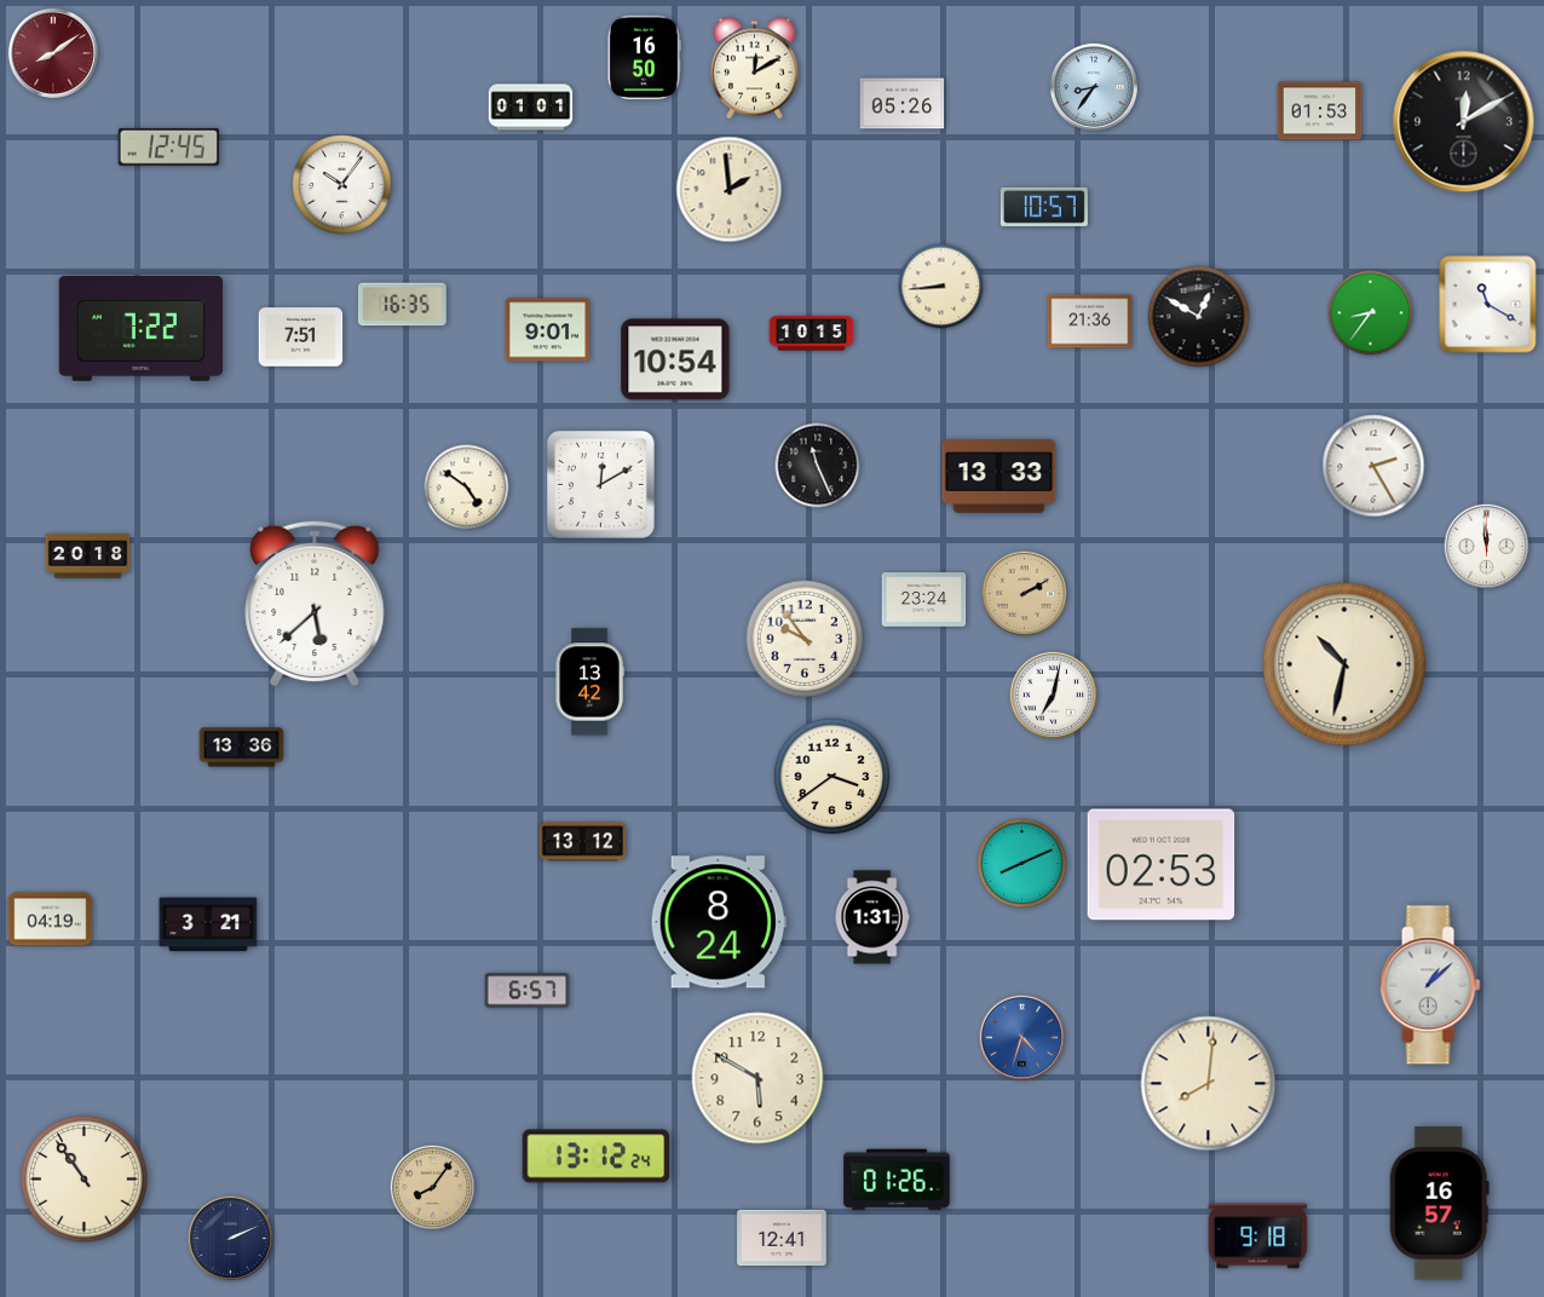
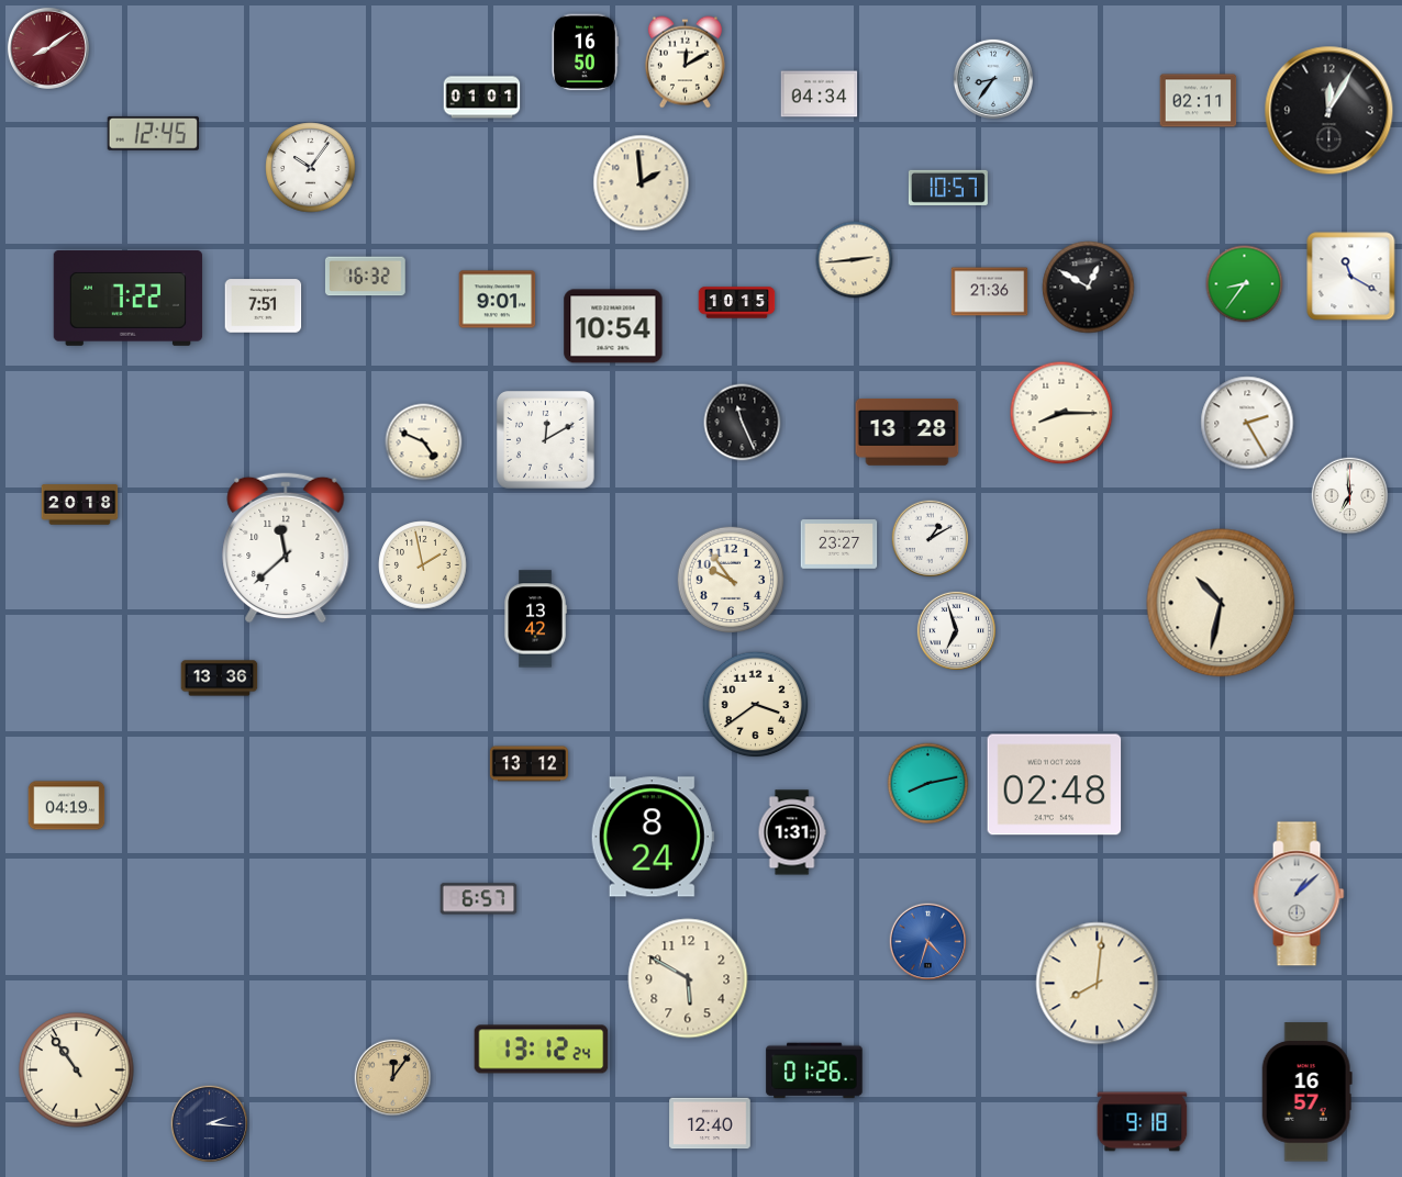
clock at (903, 104): 05:26 -> 04:34
clock at (1320, 111): 01:53 -> 02:11
clock at (1464, 122): 12:10 -> 12:05
clock at (730, 190) position: (730, 190) -> (642, 183)
clock at (941, 287): 8:44 -> 2:44
clock at (402, 305): 16:35 -> 16:32
clock at (301, 338) position: (301, 338) -> (264, 306)
clock at (1061, 413): none -> 8:15
clock at (999, 475): 13:33 -> 13:28
clock at (467, 488): 4:51 -> 4:49
clock at (1487, 547): 11:59 -> 6:59
clock at (1025, 594): 2:10 -> 1:10
clock at (1025, 594) dial: champagne -> white
clock at (924, 600): 23:24 -> 23:27
clock at (315, 604): 5:38 -> 11:38
clock at (423, 565): none -> 1:58
clock at (1053, 694): 7:02 -> 6:57
clock at (1022, 864): 8:11 -> 8:13
clock at (1162, 865): 02:53 -> 02:48
clock at (51, 920) position: (51, 920) -> (67, 806)
clock at (208, 924): 3:21 -> none
clock at (433, 1188): 8:06 -> 12:06
clock at (782, 1238): 12:41 -> 12:40
clock at (231, 1239): 2:11 -> 2:16
